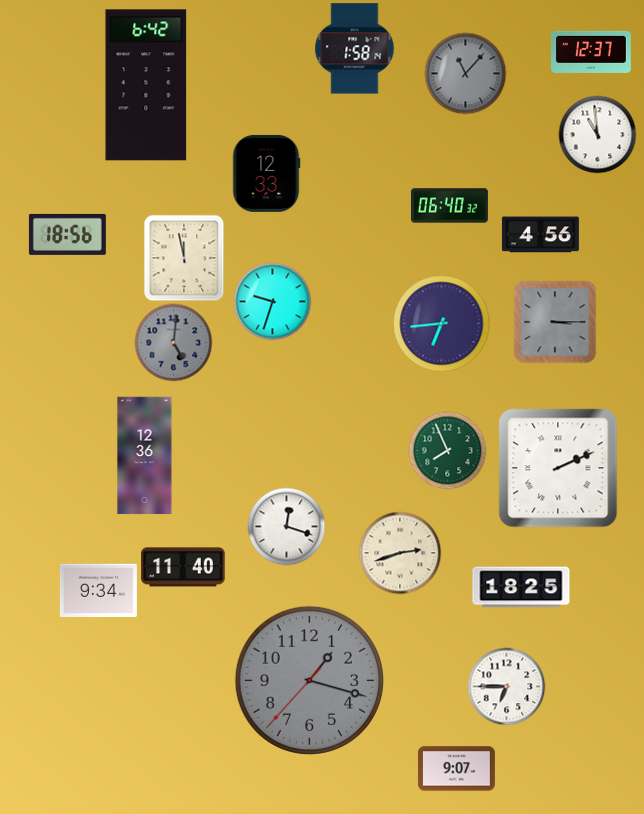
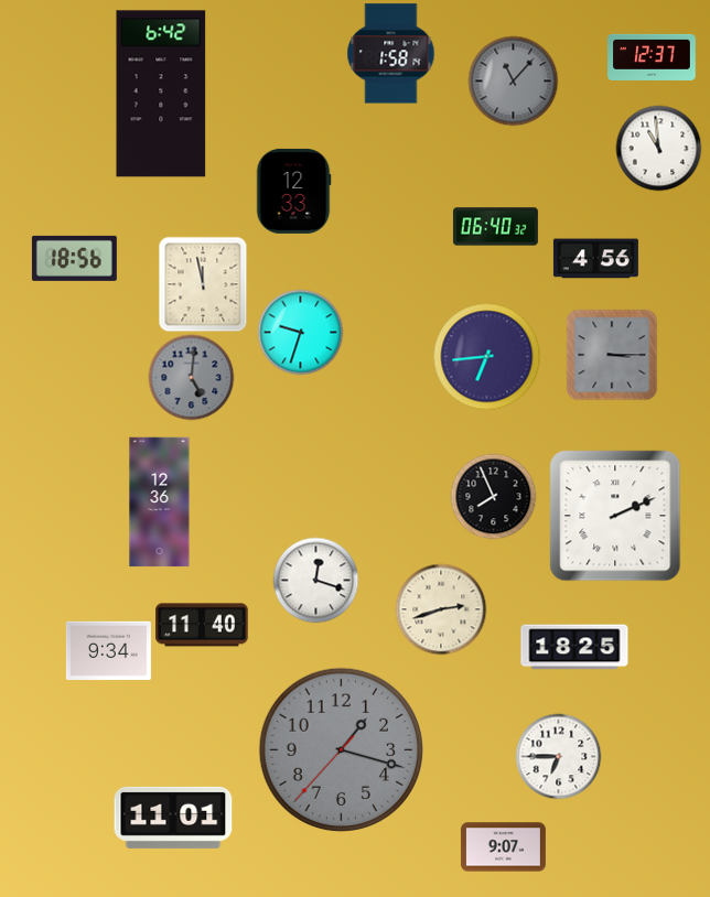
clock at (447, 450) dial: green -> black
clock at (173, 818): none -> 11:01
